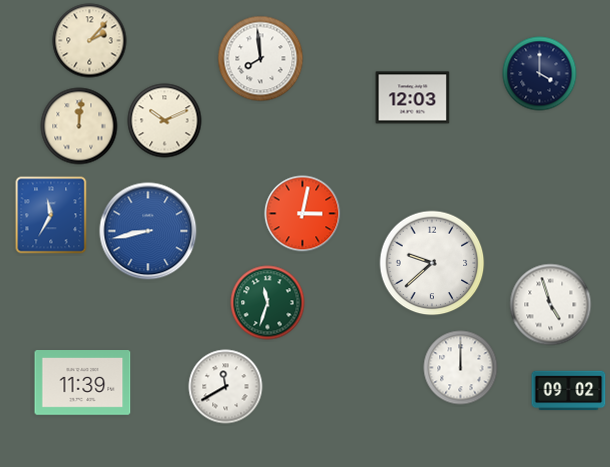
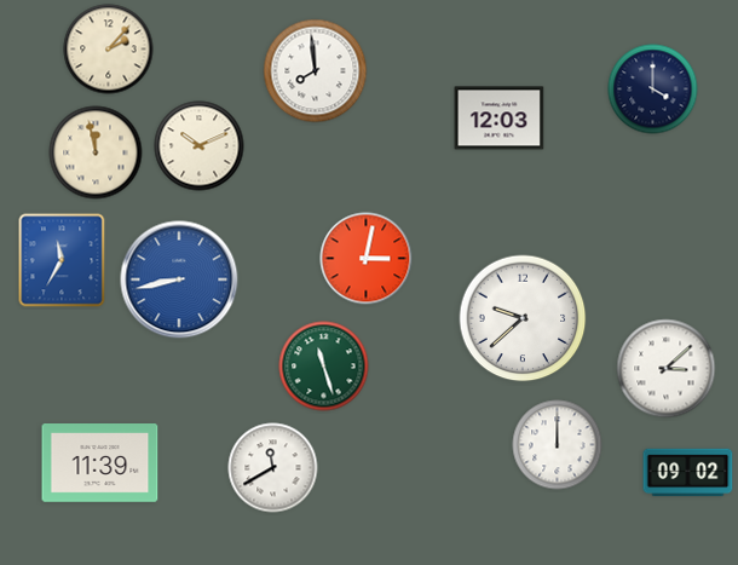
clock at (79, 126): 12:01 -> 11:58
clock at (268, 303): 11:33 -> 11:27
clock at (551, 305): 4:57 -> 3:08
